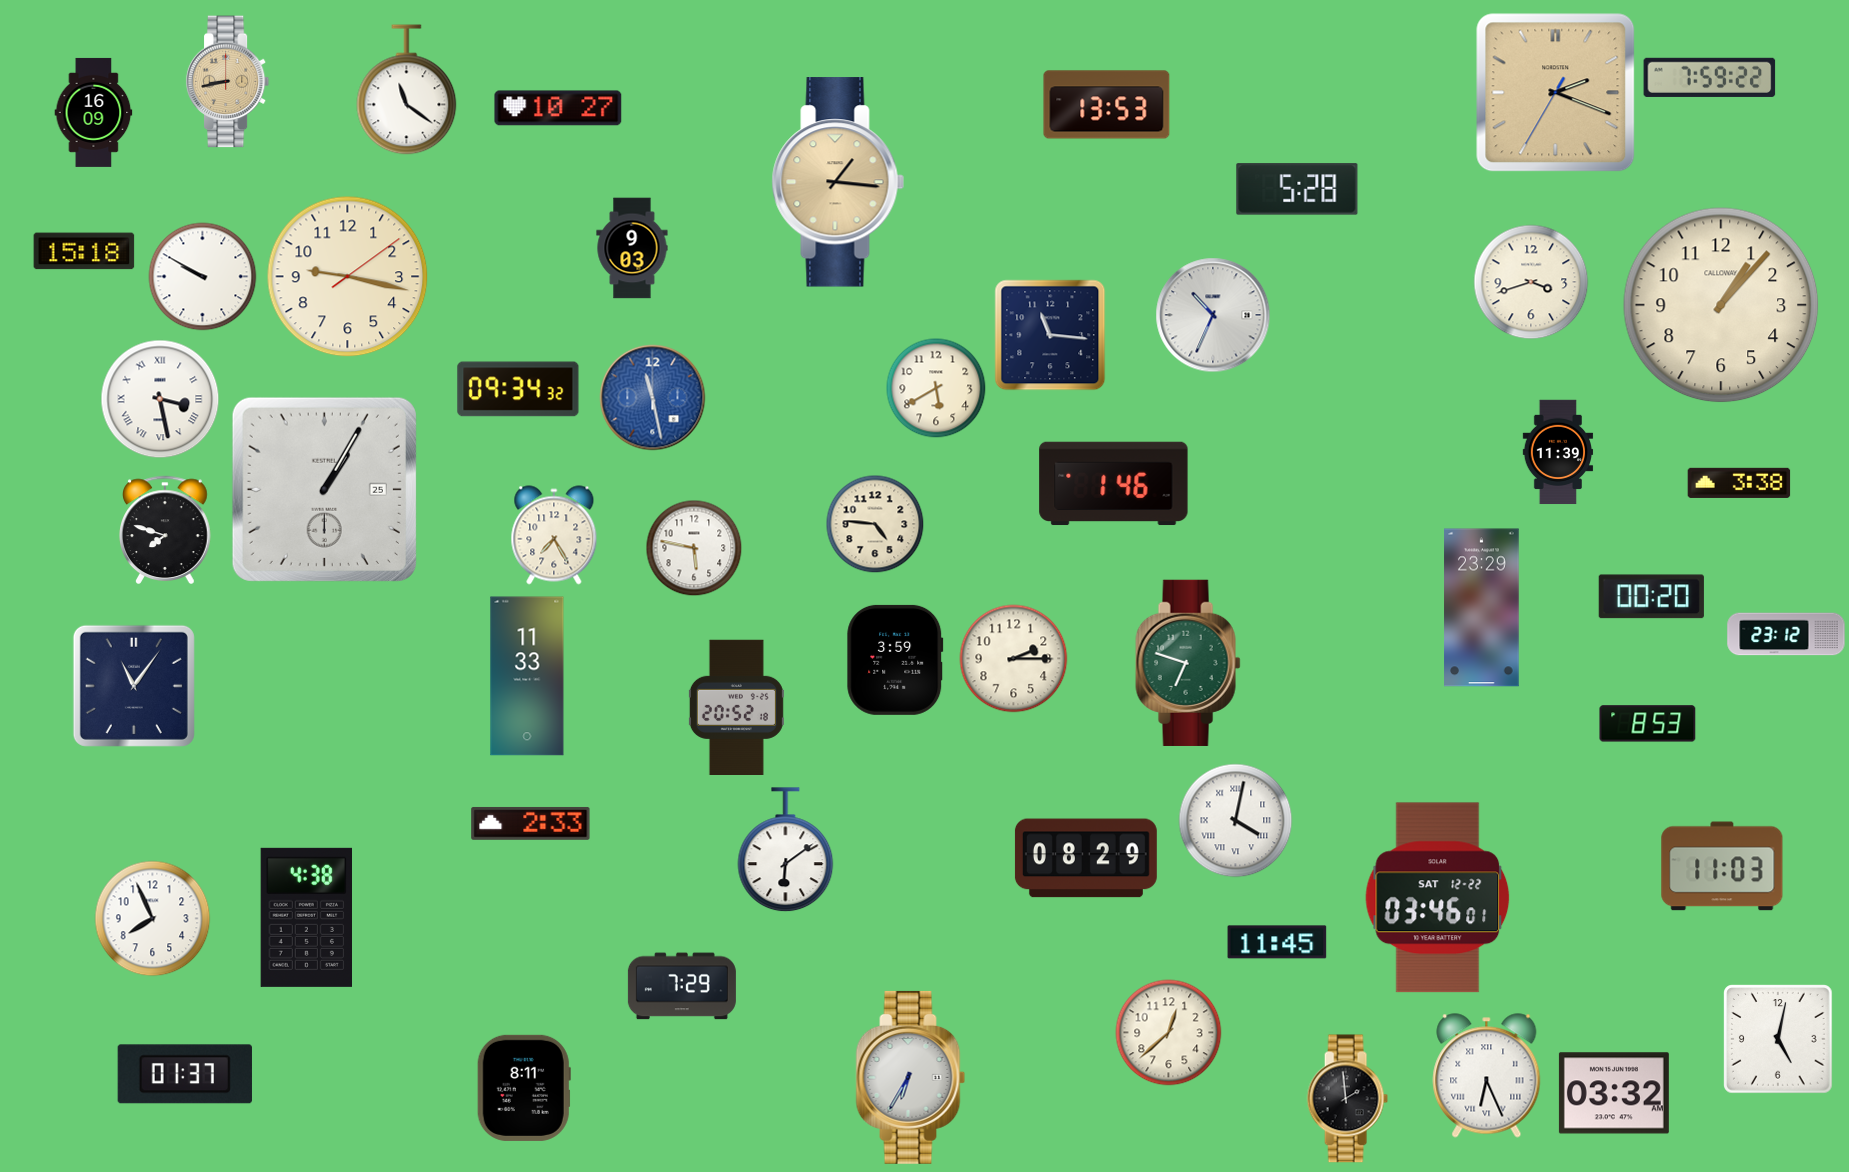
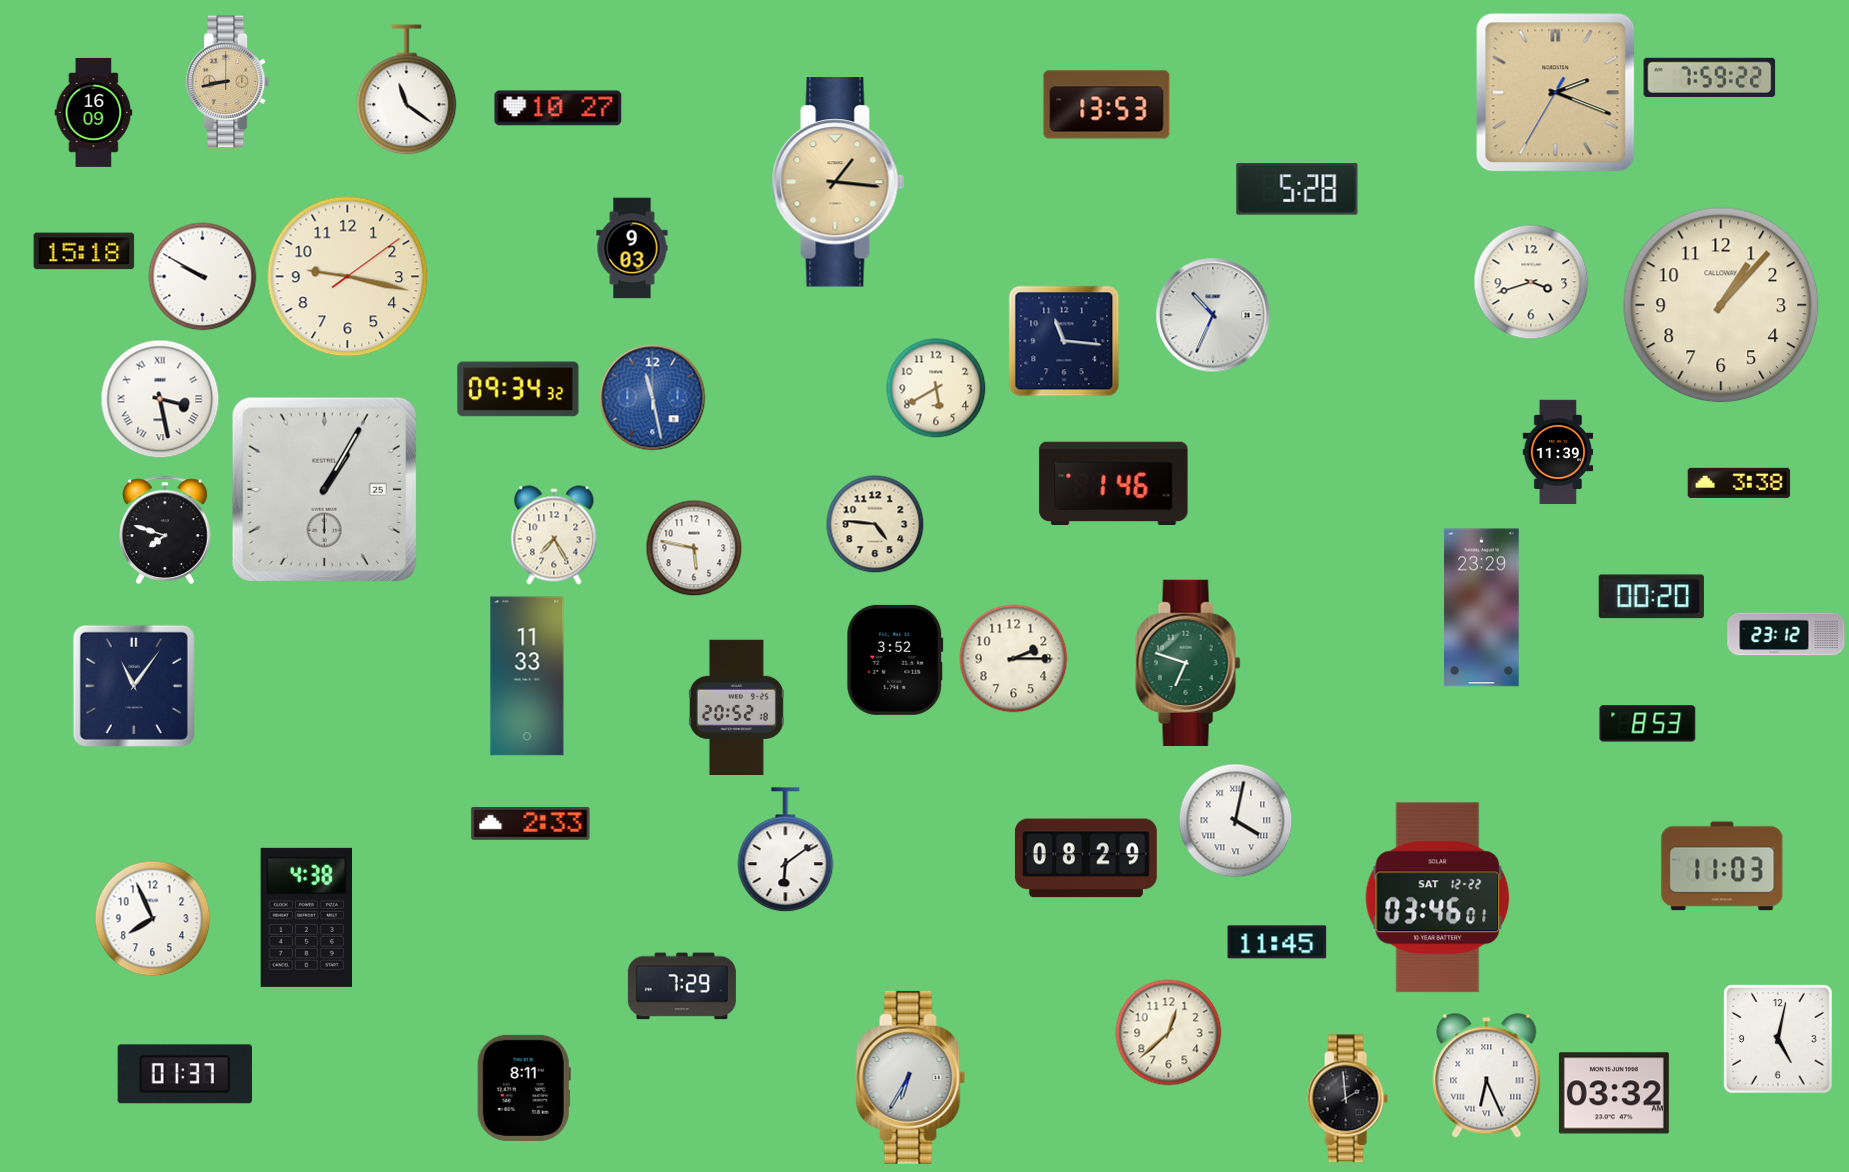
clock at (1050, 335) position: (1050, 335) -> (1064, 341)
clock at (895, 660): 3:59 -> 3:52
